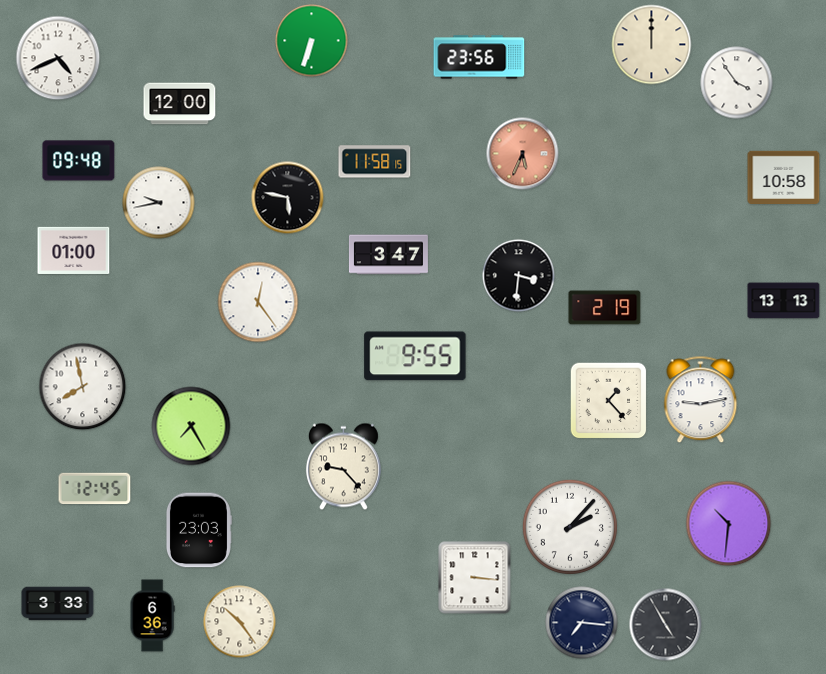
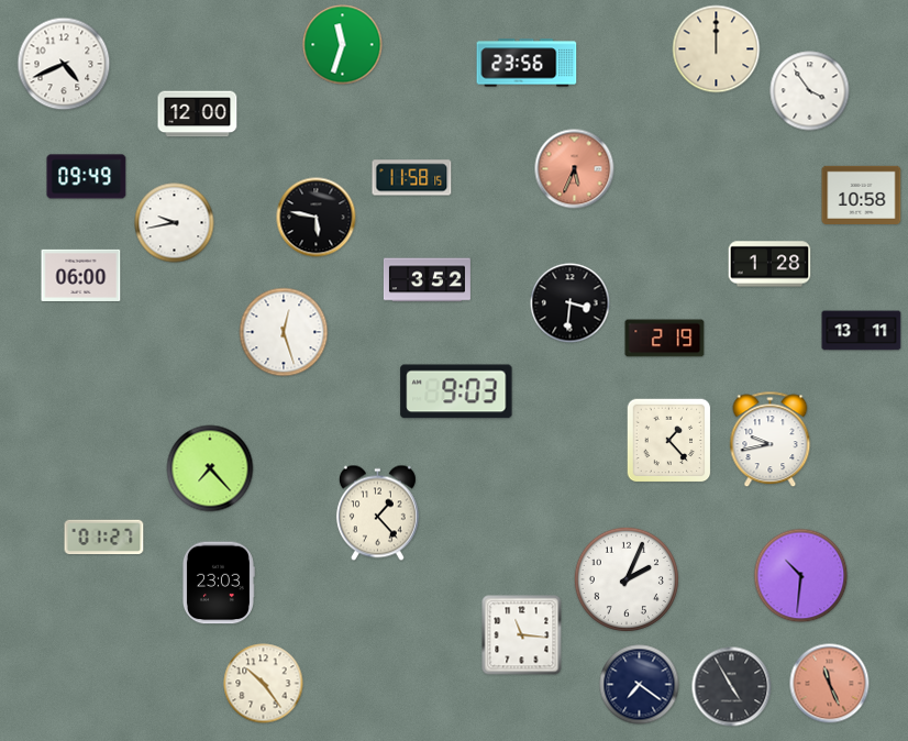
clock at (312, 41): 6:33 -> 11:33
clock at (79, 161): 09:48 -> 09:49
clock at (769, 264): none -> 1:28
clock at (74, 250): 01:00 -> 06:00
clock at (388, 255): 3:47 -> 3:52
clock at (784, 301): 13:13 -> 13:11
clock at (258, 302): 12:24 -> 12:27
clock at (415, 356): 9:55 -> 9:03
clock at (83, 387): 7:58 -> none
clock at (701, 400): 9:13 -> 9:43
clock at (191, 426): 7:25 -> 7:23
clock at (343, 467): 9:23 -> 1:23
clock at (95, 489): 12:45 -> 01:27
clock at (570, 527): 2:07 -> 2:04
clock at (475, 578): 3:16 -> 11:16
clock at (58, 604): 3:33 -> none
clock at (152, 616): 6:36 -> none
clock at (830, 684): none -> 11:26
clock at (582, 623): 7:16 -> 7:21
